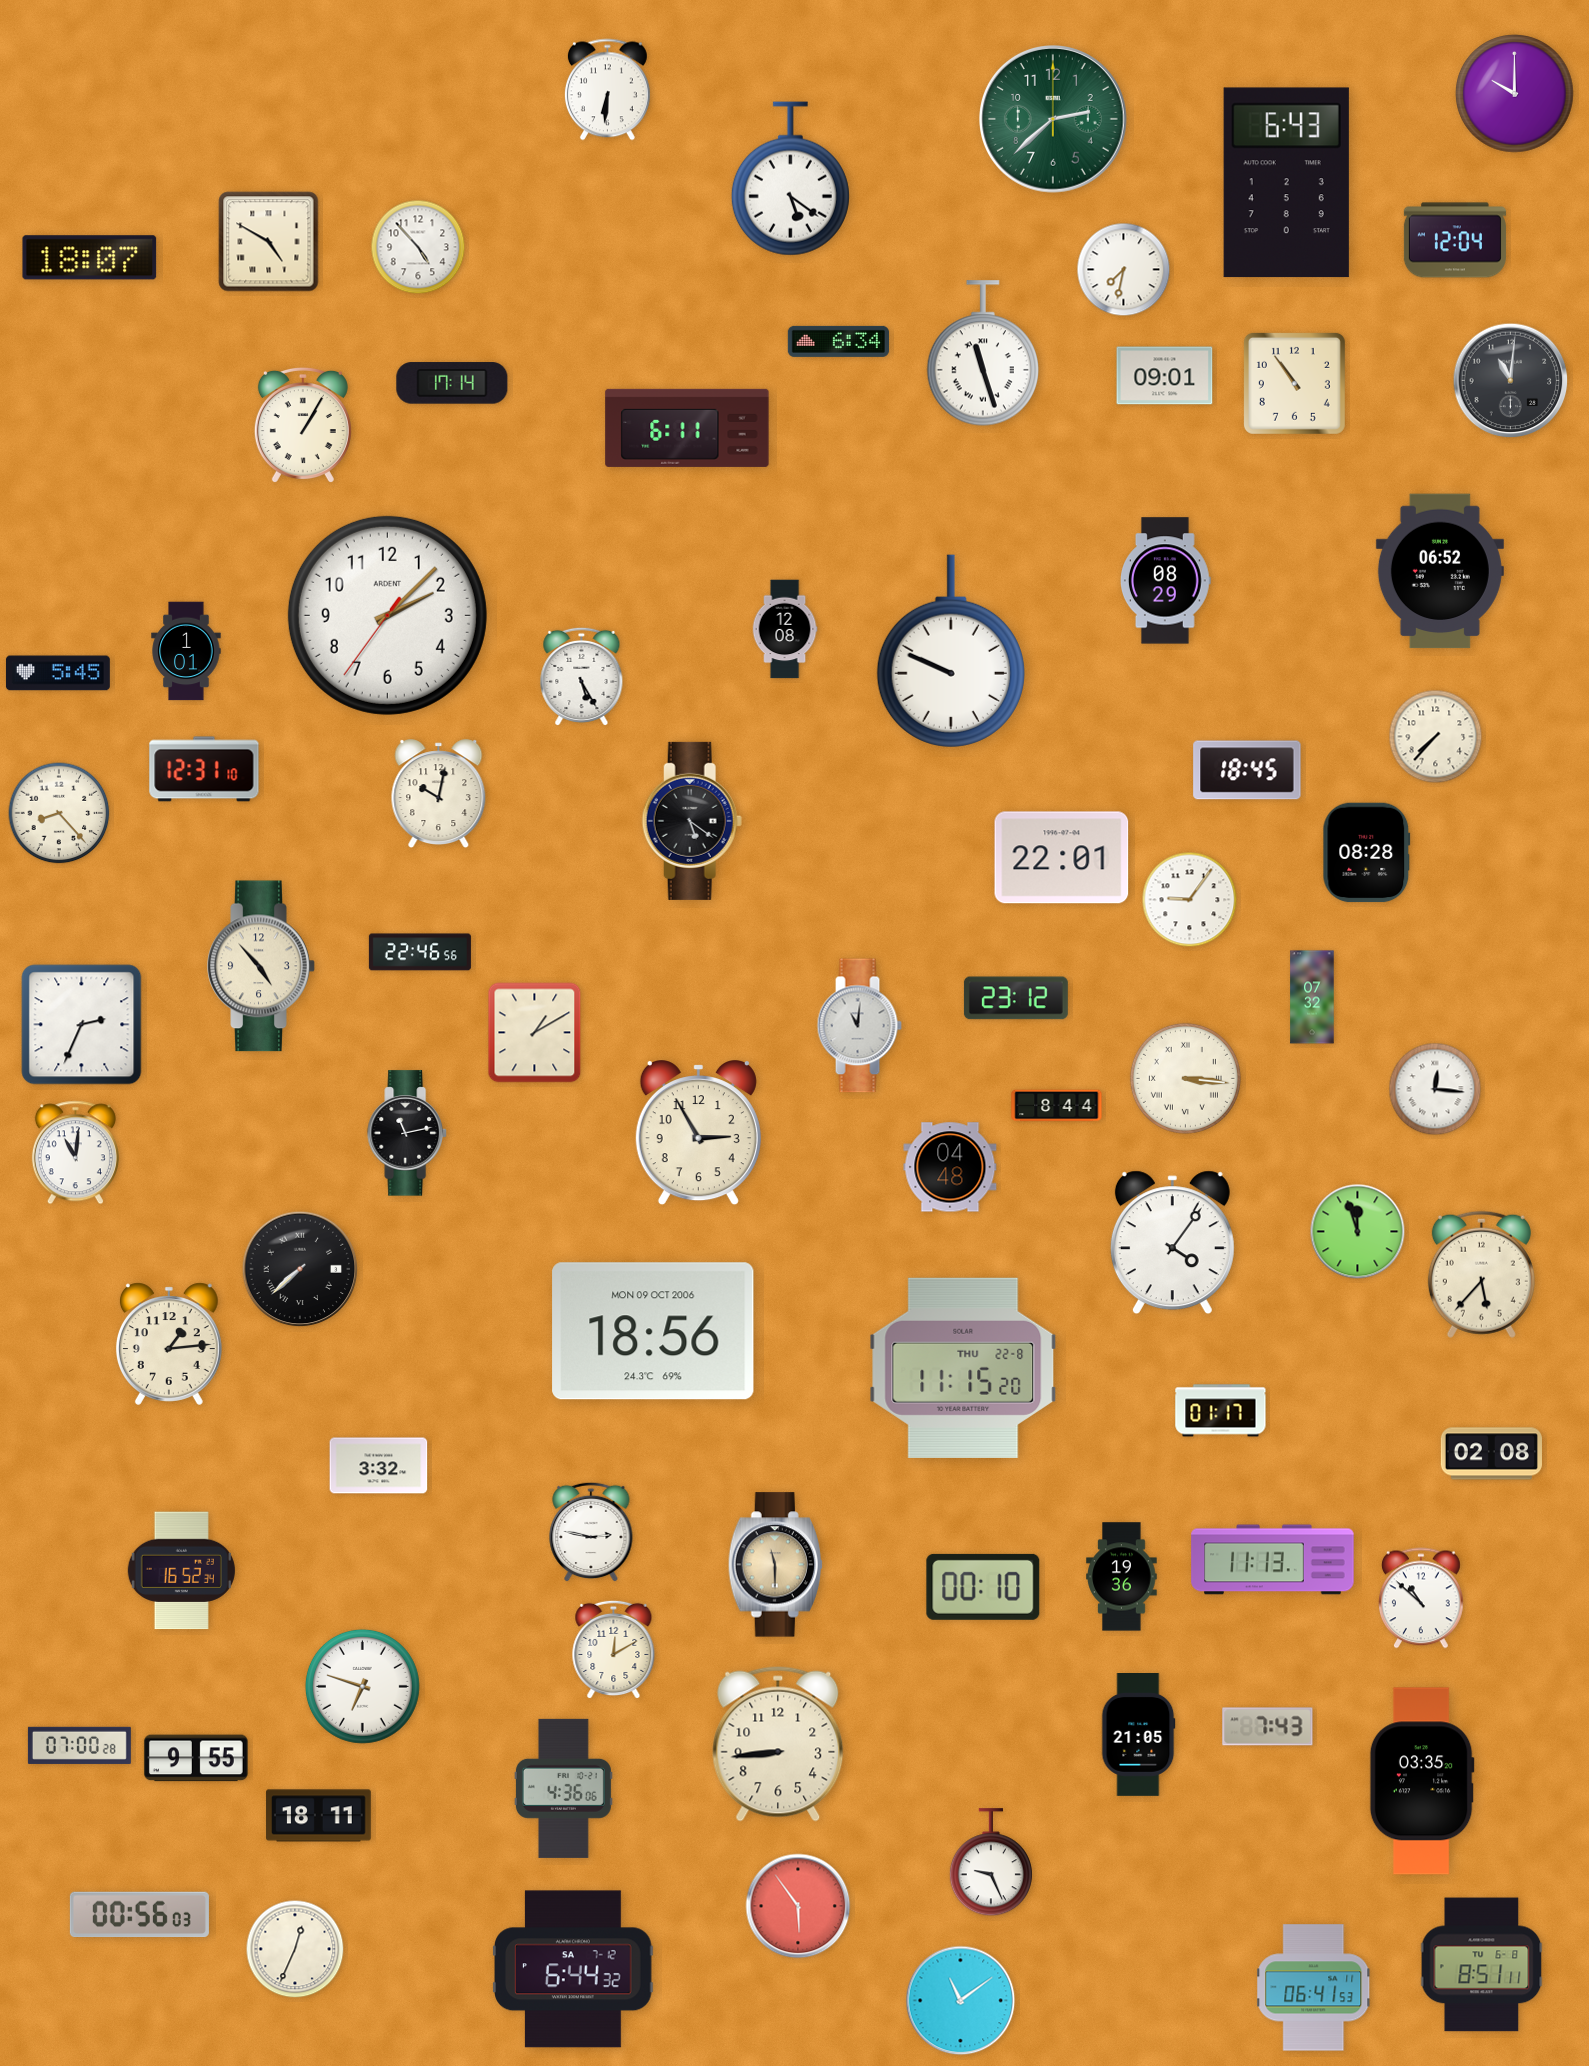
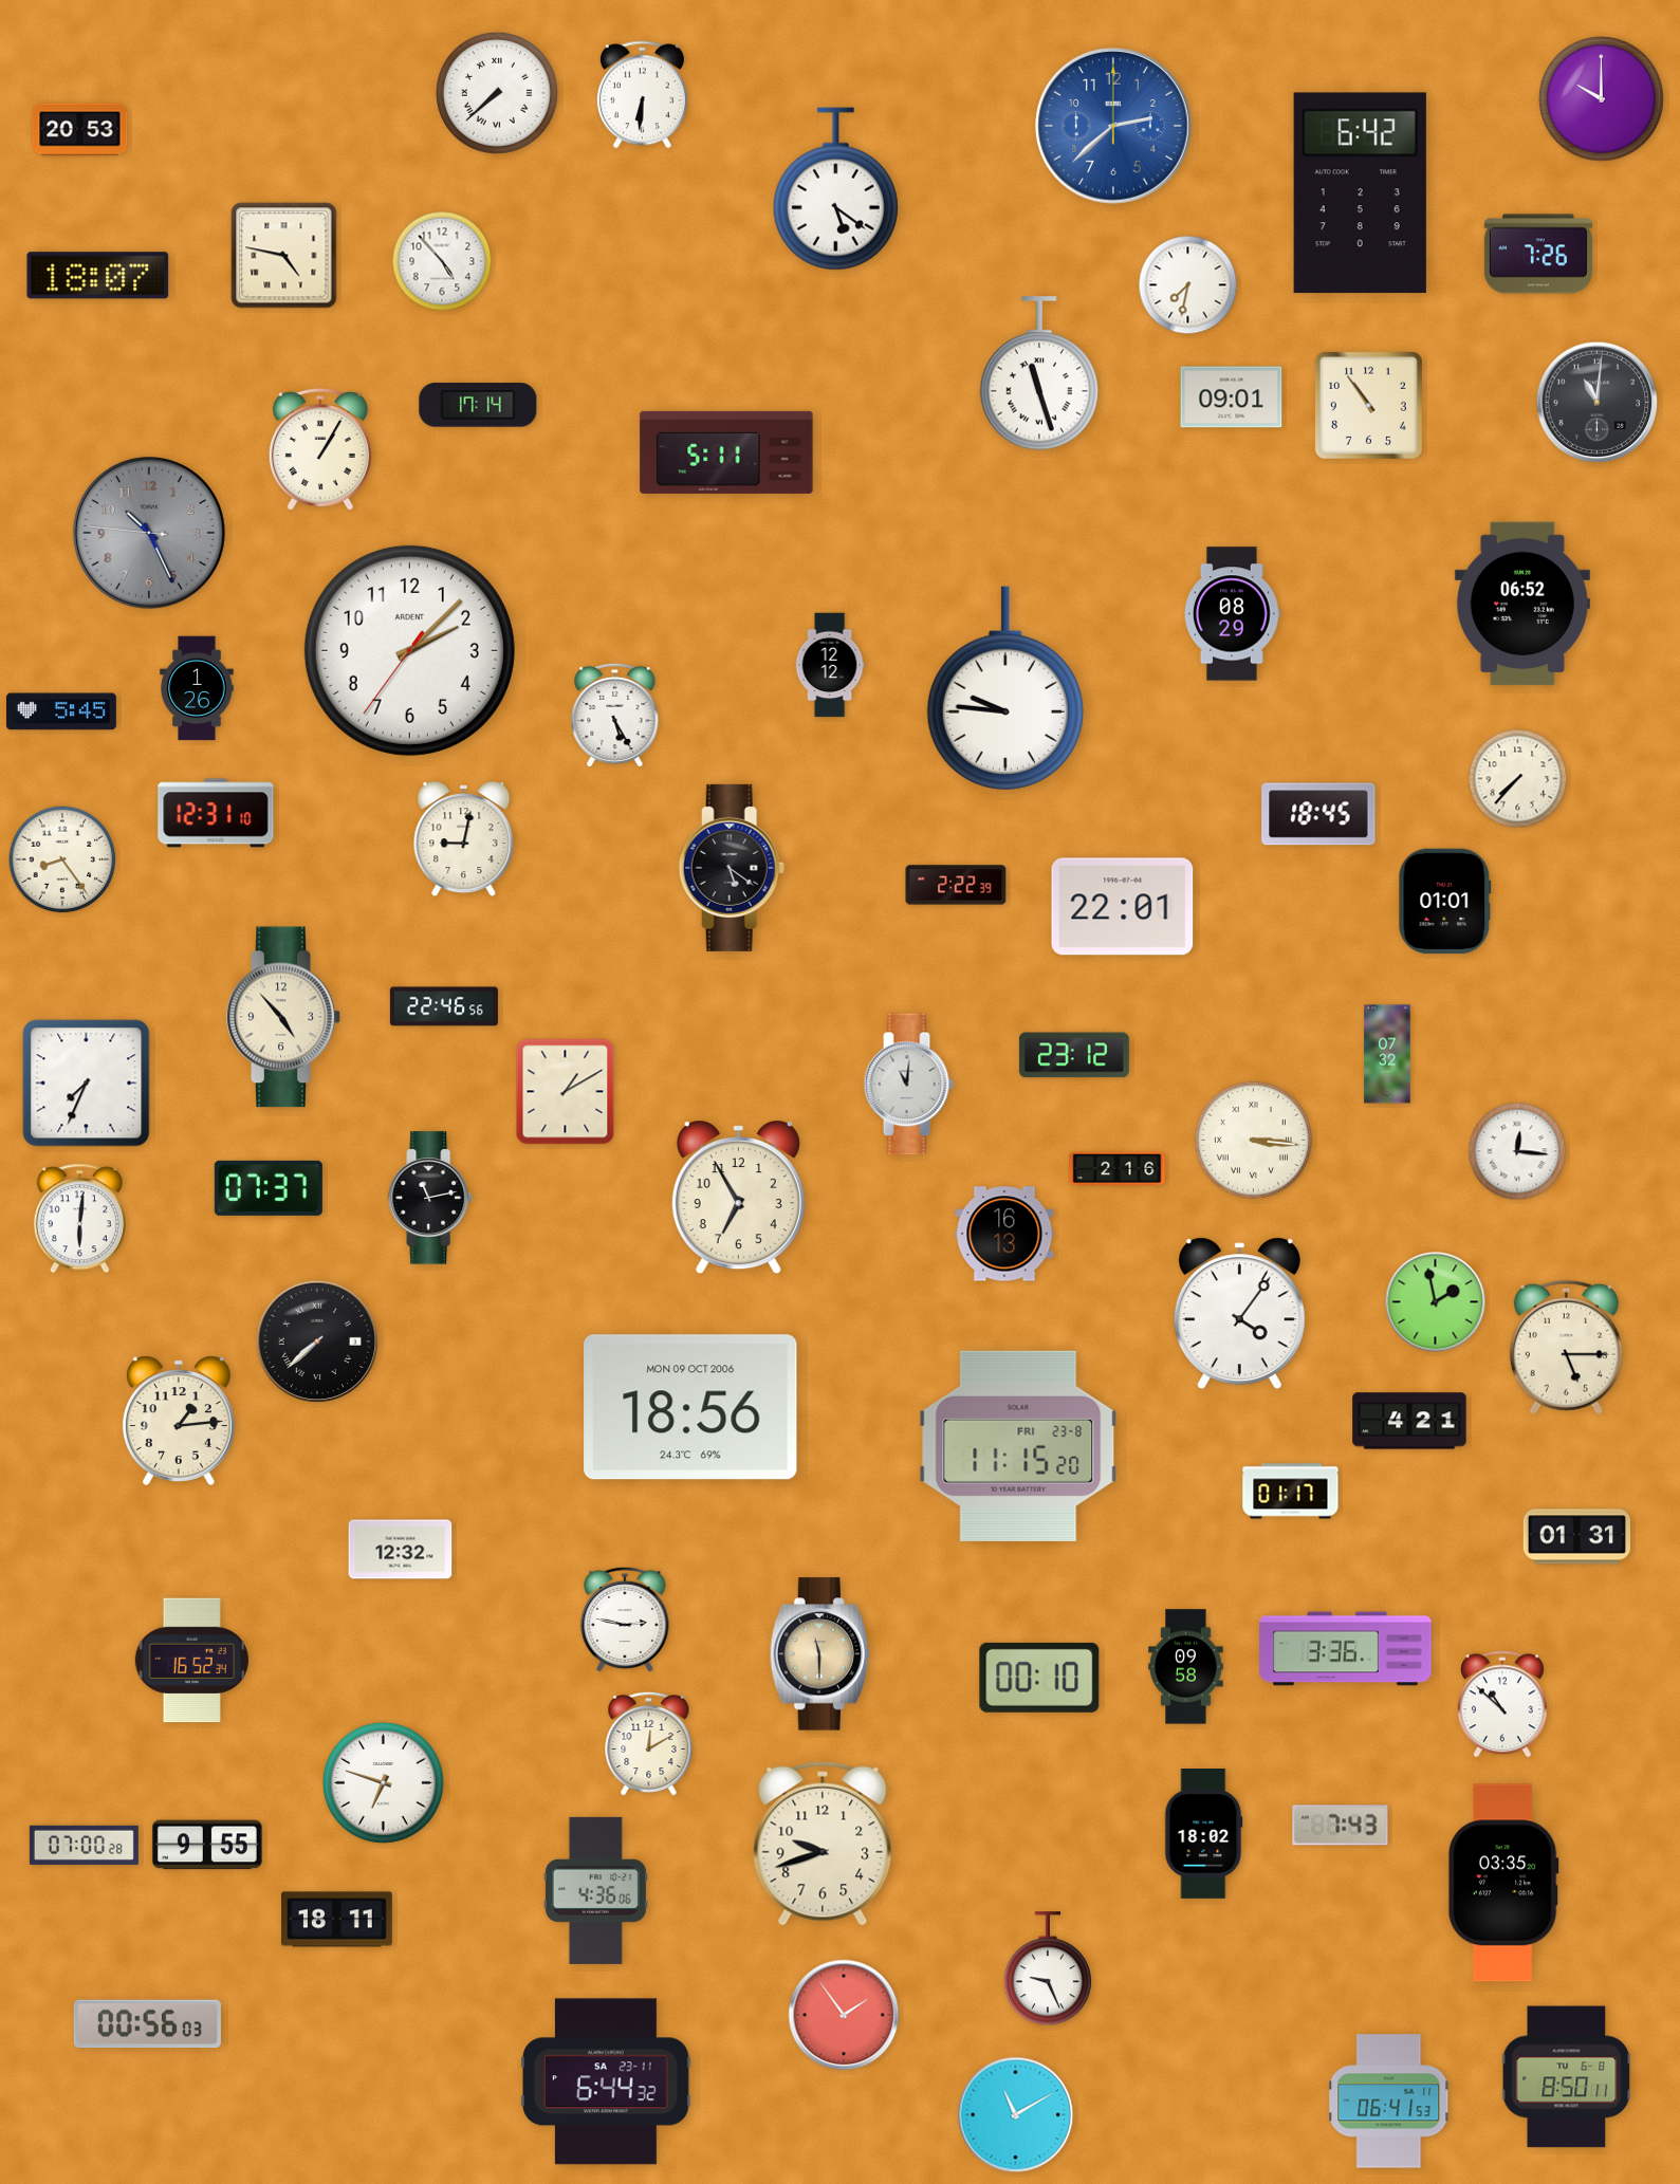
clock at (497, 93): none -> 7:38
clock at (1054, 120) dial: green -> blue
clock at (80, 130): none -> 20:53
clock at (1286, 183): 6:43 -> 6:42
clock at (1455, 240): 12:04 -> 7:26
clock at (269, 242): 4:50 -> 4:47
clock at (90, 258) position: (90, 258) -> (98, 276)
clock at (838, 341): 6:34 -> none
clock at (687, 428): 6:11 -> 5:11
clock at (149, 533): none -> 10:25
clock at (785, 629): 12:08 -> 12:12
clock at (186, 651): 1:01 -> 1:26
clock at (951, 651): 9:49 -> 9:46
clock at (439, 794): 10:02 -> 9:02
clock at (59, 813): 8:23 -> 8:24
clock at (956, 885): none -> 2:22
clock at (1367, 853): 08:28 -> 01:01
clock at (1190, 900): 9:06 -> none
clock at (261, 966) position: (261, 966) -> (283, 1017)
clock at (82, 1025): 2:34 -> 7:34
clock at (1057, 1106): 8:44 -> 2:16
clock at (269, 1188): none -> 07:37
clock at (698, 1133): 2:55 -> 6:55
clock at (75, 1153): 11:01 -> 6:01
clock at (950, 1167): 04:48 -> 16:13
clock at (1358, 1232): 11:57 -> 1:58
clock at (1481, 1274): 5:37 -> 5:15
clock at (1409, 1421): none -> 4:21
clock at (963, 1368) date: THU 22-8 -> FRI 23-8
clock at (1491, 1454): 02:08 -> 01:31
clock at (379, 1466): 3:32 -> 12:32
clock at (1273, 1560): 11:13 -> 3:36
clock at (1122, 1577): 19:36 -> 09:58
clock at (1422, 1598) position: (1422, 1598) -> (1503, 1704)
clock at (1138, 1735): 21:05 -> 18:02
clock at (778, 1744): 8:44 -> 9:42
clock at (196, 1758) position: (196, 1758) -> (207, 1845)
clock at (798, 1906): 5:54 -> 1:54
clock at (295, 1949): 12:34 -> none
clock at (1482, 1965): 8:51 -> 8:50
clock at (573, 1969) date: SA 7-12 -> SA 23-11
clock at (961, 2001): 11:09 -> 11:10
